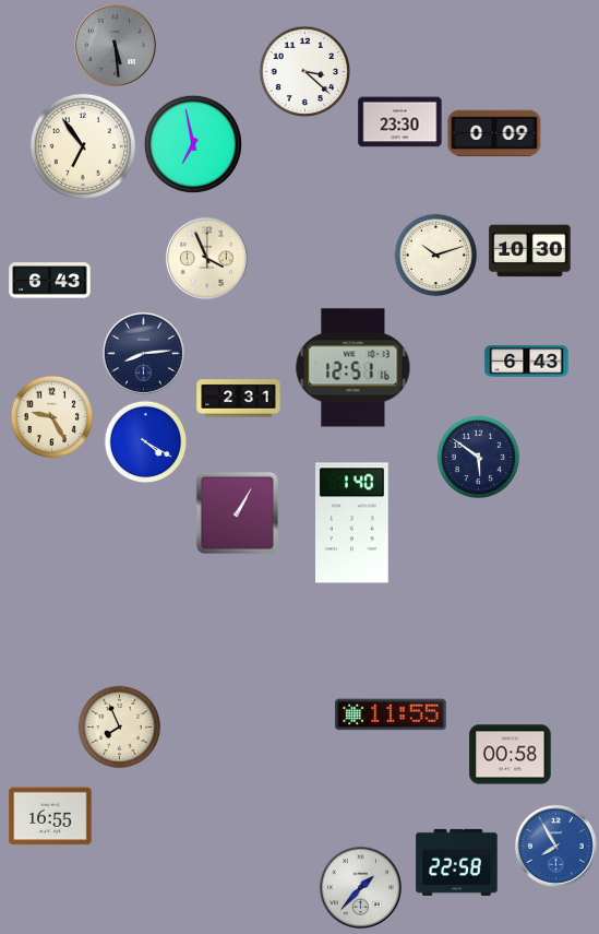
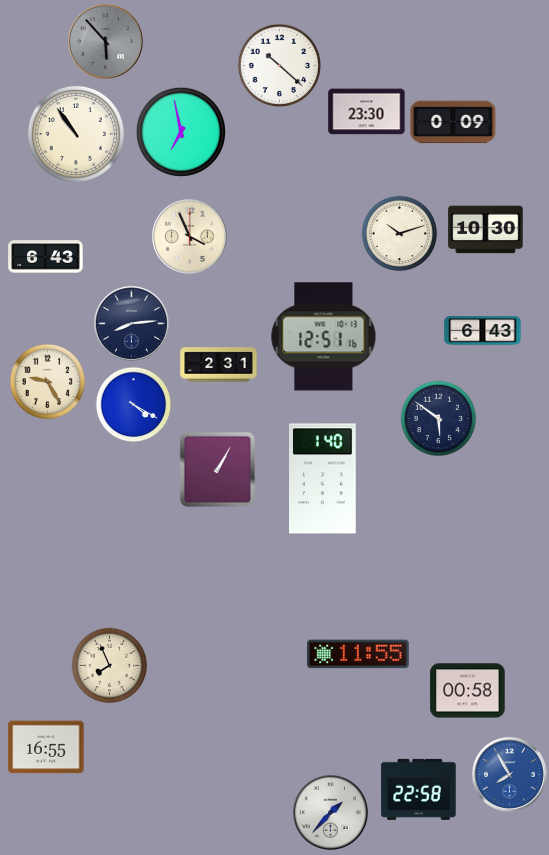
clock at (115, 45): 5:29 -> 5:53
clock at (304, 71): 3:22 -> 10:22
clock at (193, 144) position: (193, 144) -> (181, 132)
clock at (83, 146): 6:54 -> 10:54
